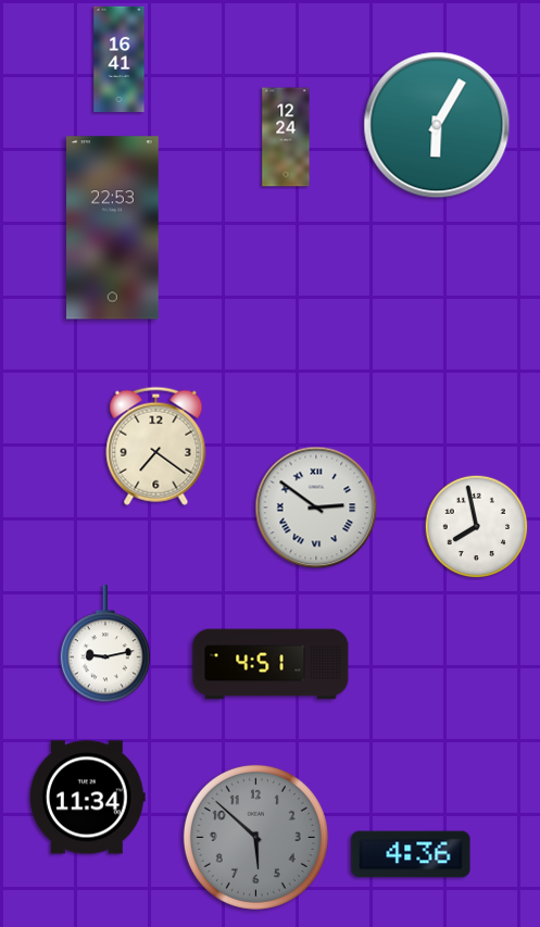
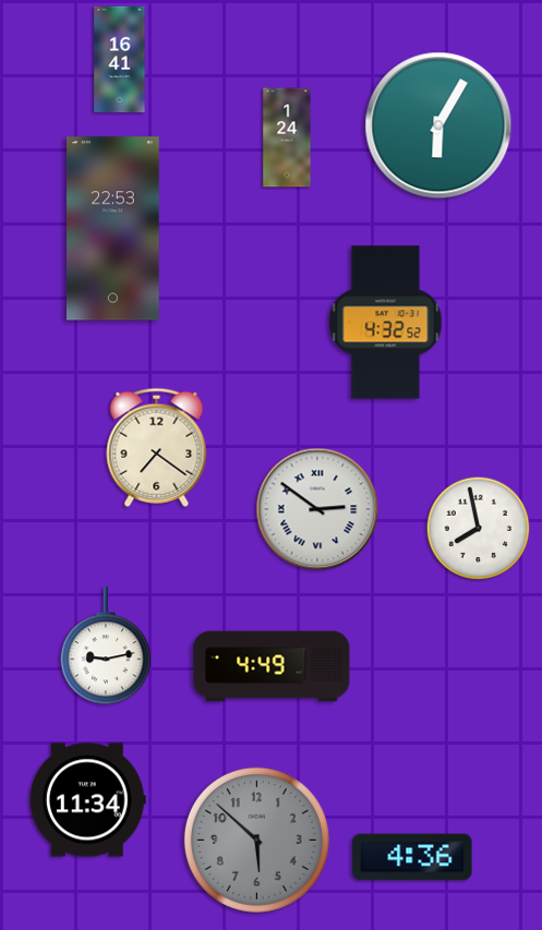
clock at (286, 137): 12:24 -> 1:24
clock at (386, 323): none -> 4:32
clock at (271, 664): 4:51 -> 4:49
